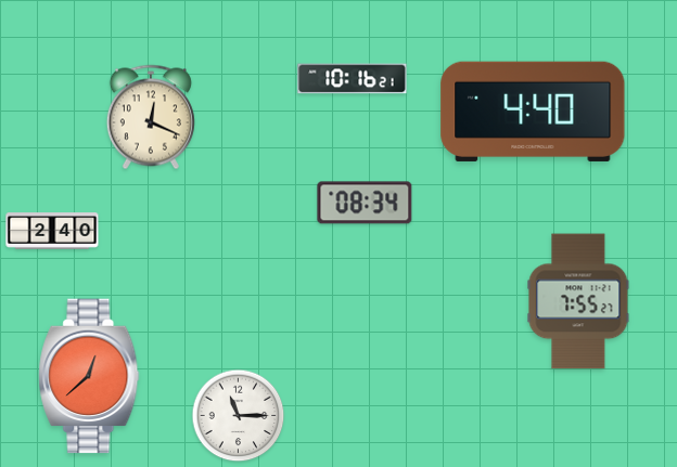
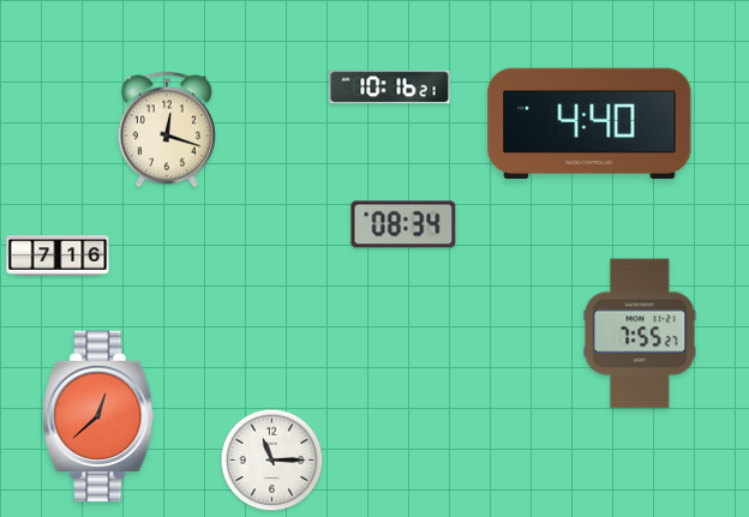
clock at (151, 117): 12:19 -> 12:18
clock at (52, 231): 2:40 -> 7:16
clock at (239, 416) position: (239, 416) -> (272, 461)
